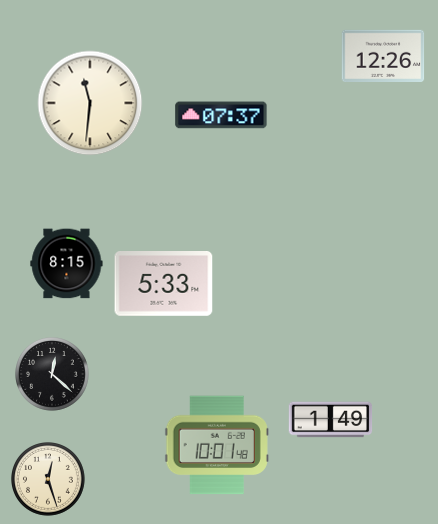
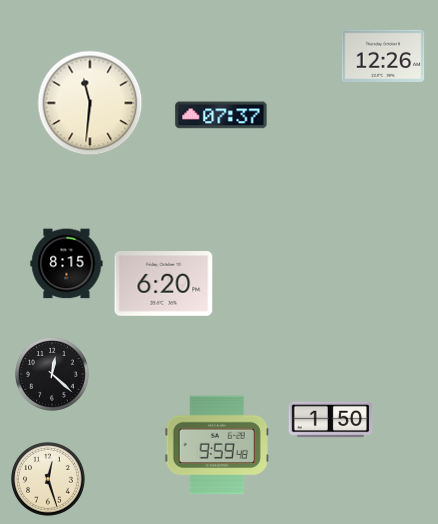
clock at (164, 284): 5:33 -> 6:20
clock at (331, 420): 1:49 -> 1:50
clock at (217, 445): 10:01 -> 9:59
